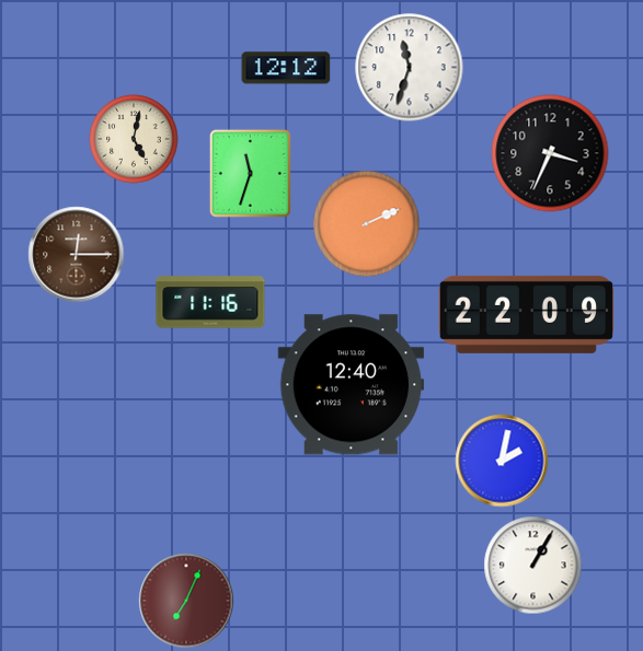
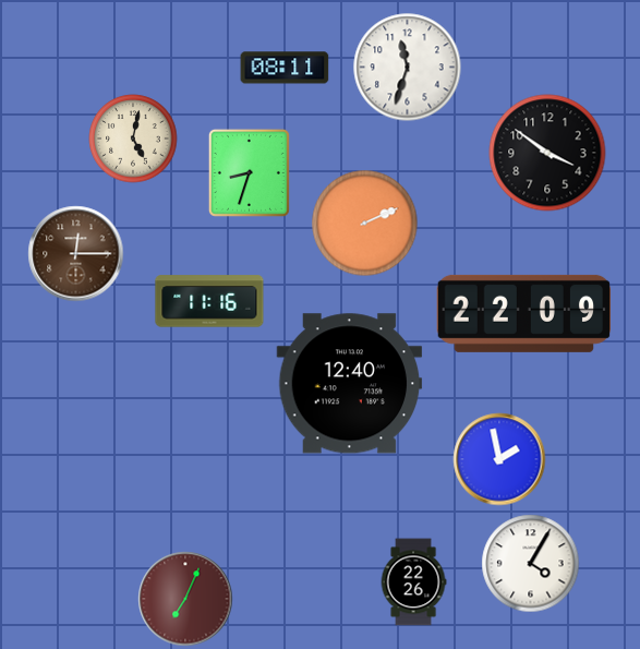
clock at (286, 68): 12:12 -> 08:11
clock at (550, 153): 3:34 -> 3:51
clock at (250, 173): 11:33 -> 8:33
clock at (502, 461): 2:02 -> 1:58
clock at (533, 566): 1:05 -> 4:05
clock at (413, 582): none -> 22:26
